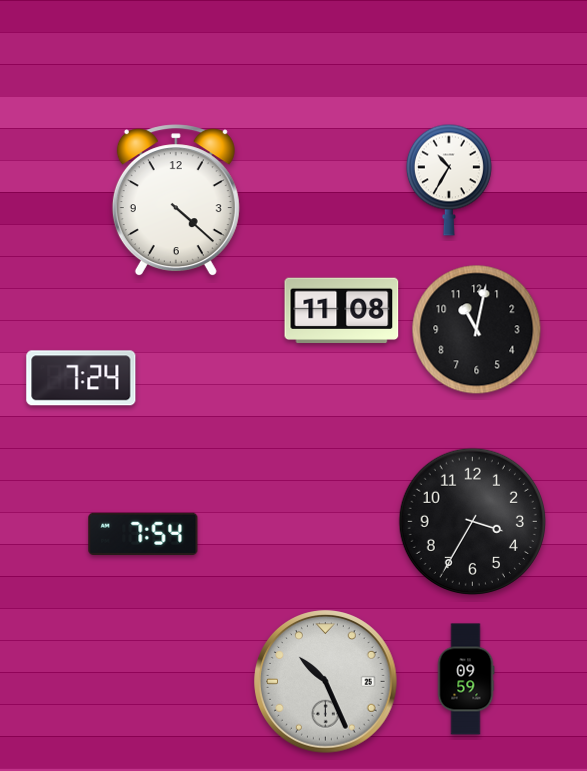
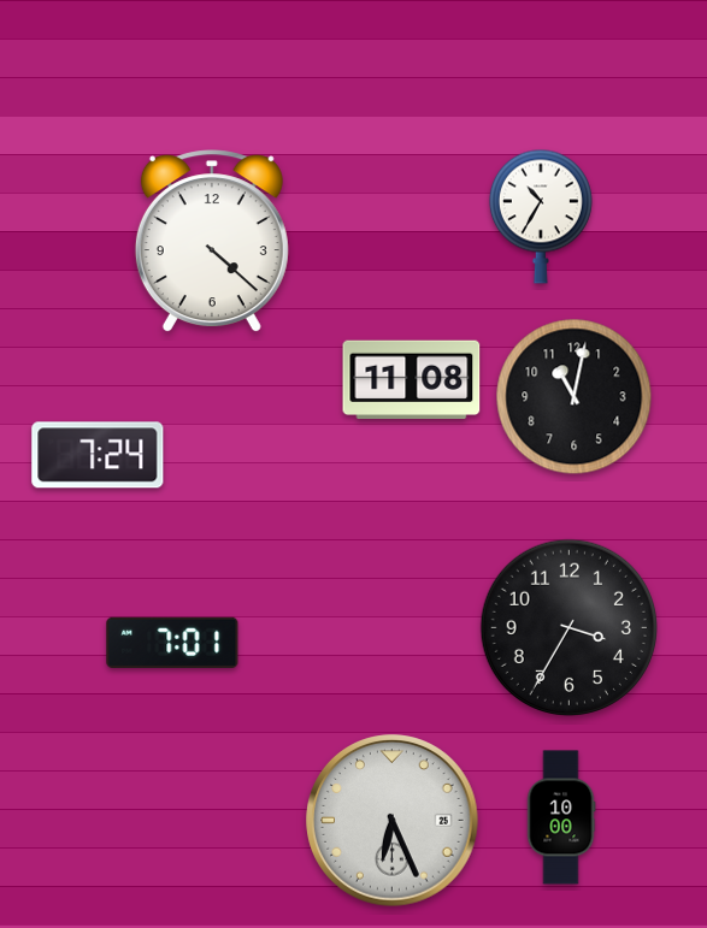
clock at (342, 311) position: (342, 311) -> (412, 380)
clock at (143, 533): 7:54 -> 7:01
clock at (466, 679): 09:59 -> 10:00
clock at (326, 682): 10:26 -> 6:26
